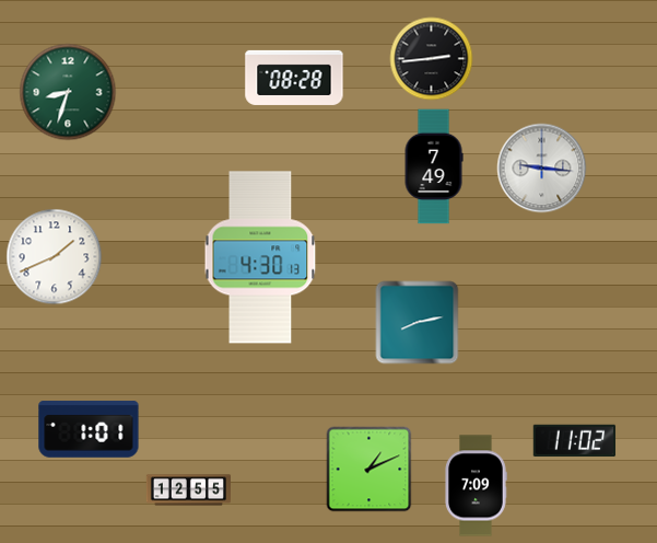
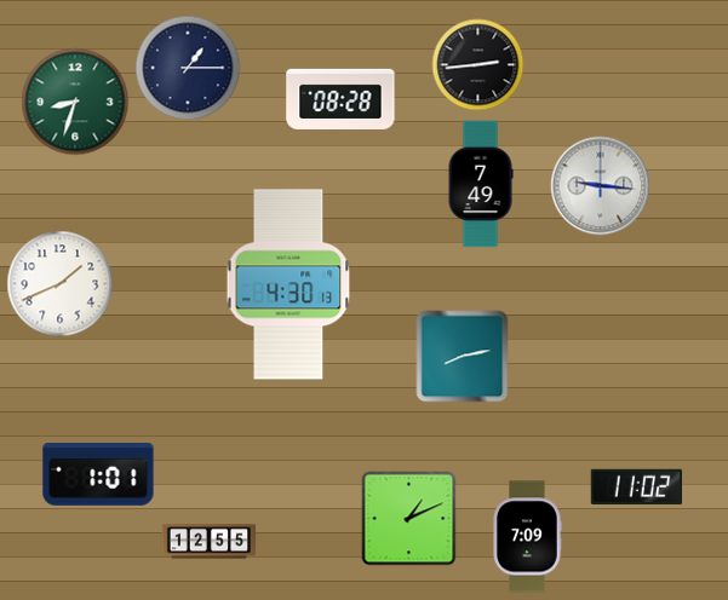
clock at (188, 68): none -> 1:15
clock at (294, 78) position: (294, 78) -> (340, 99)
